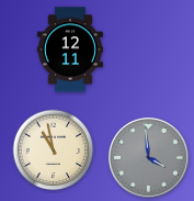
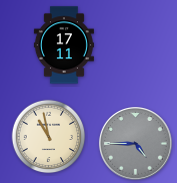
clock at (70, 49): 12:11 -> 17:11
clock at (148, 157): 3:59 -> 4:45
